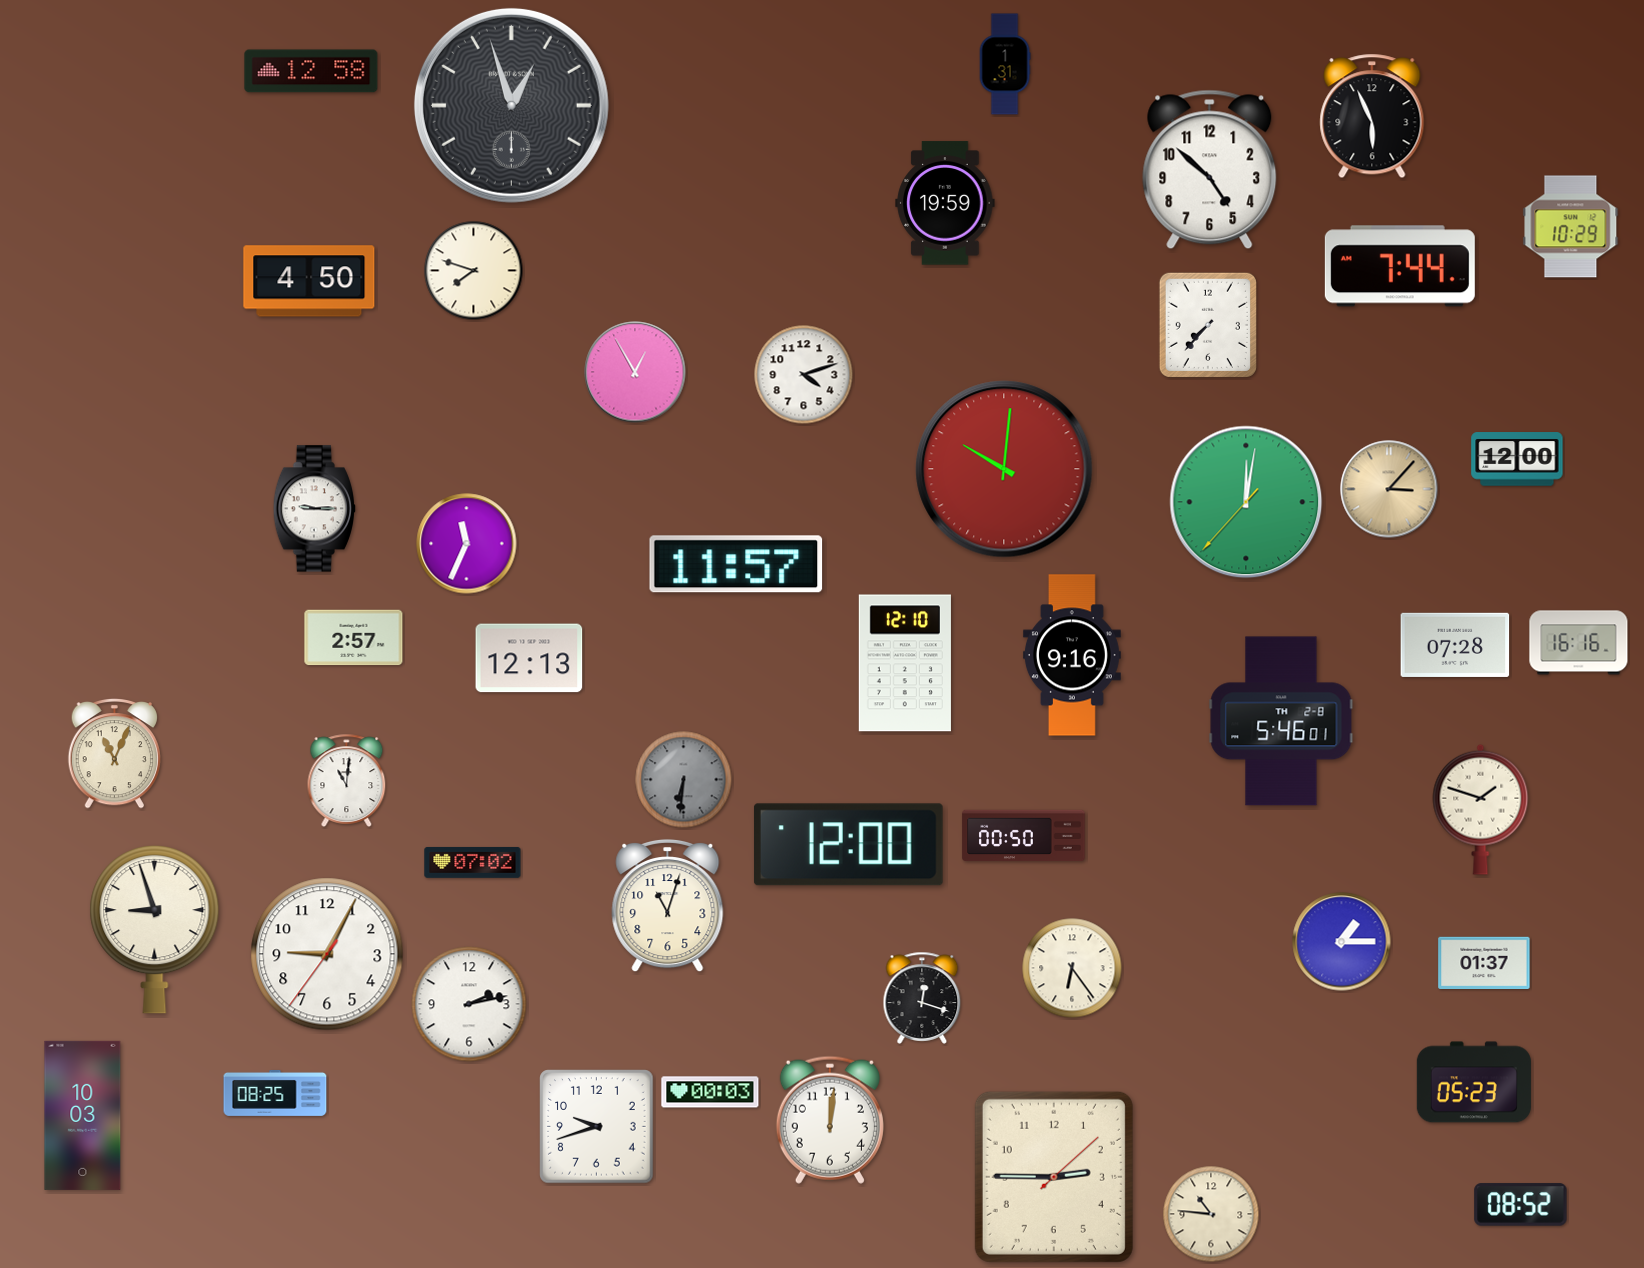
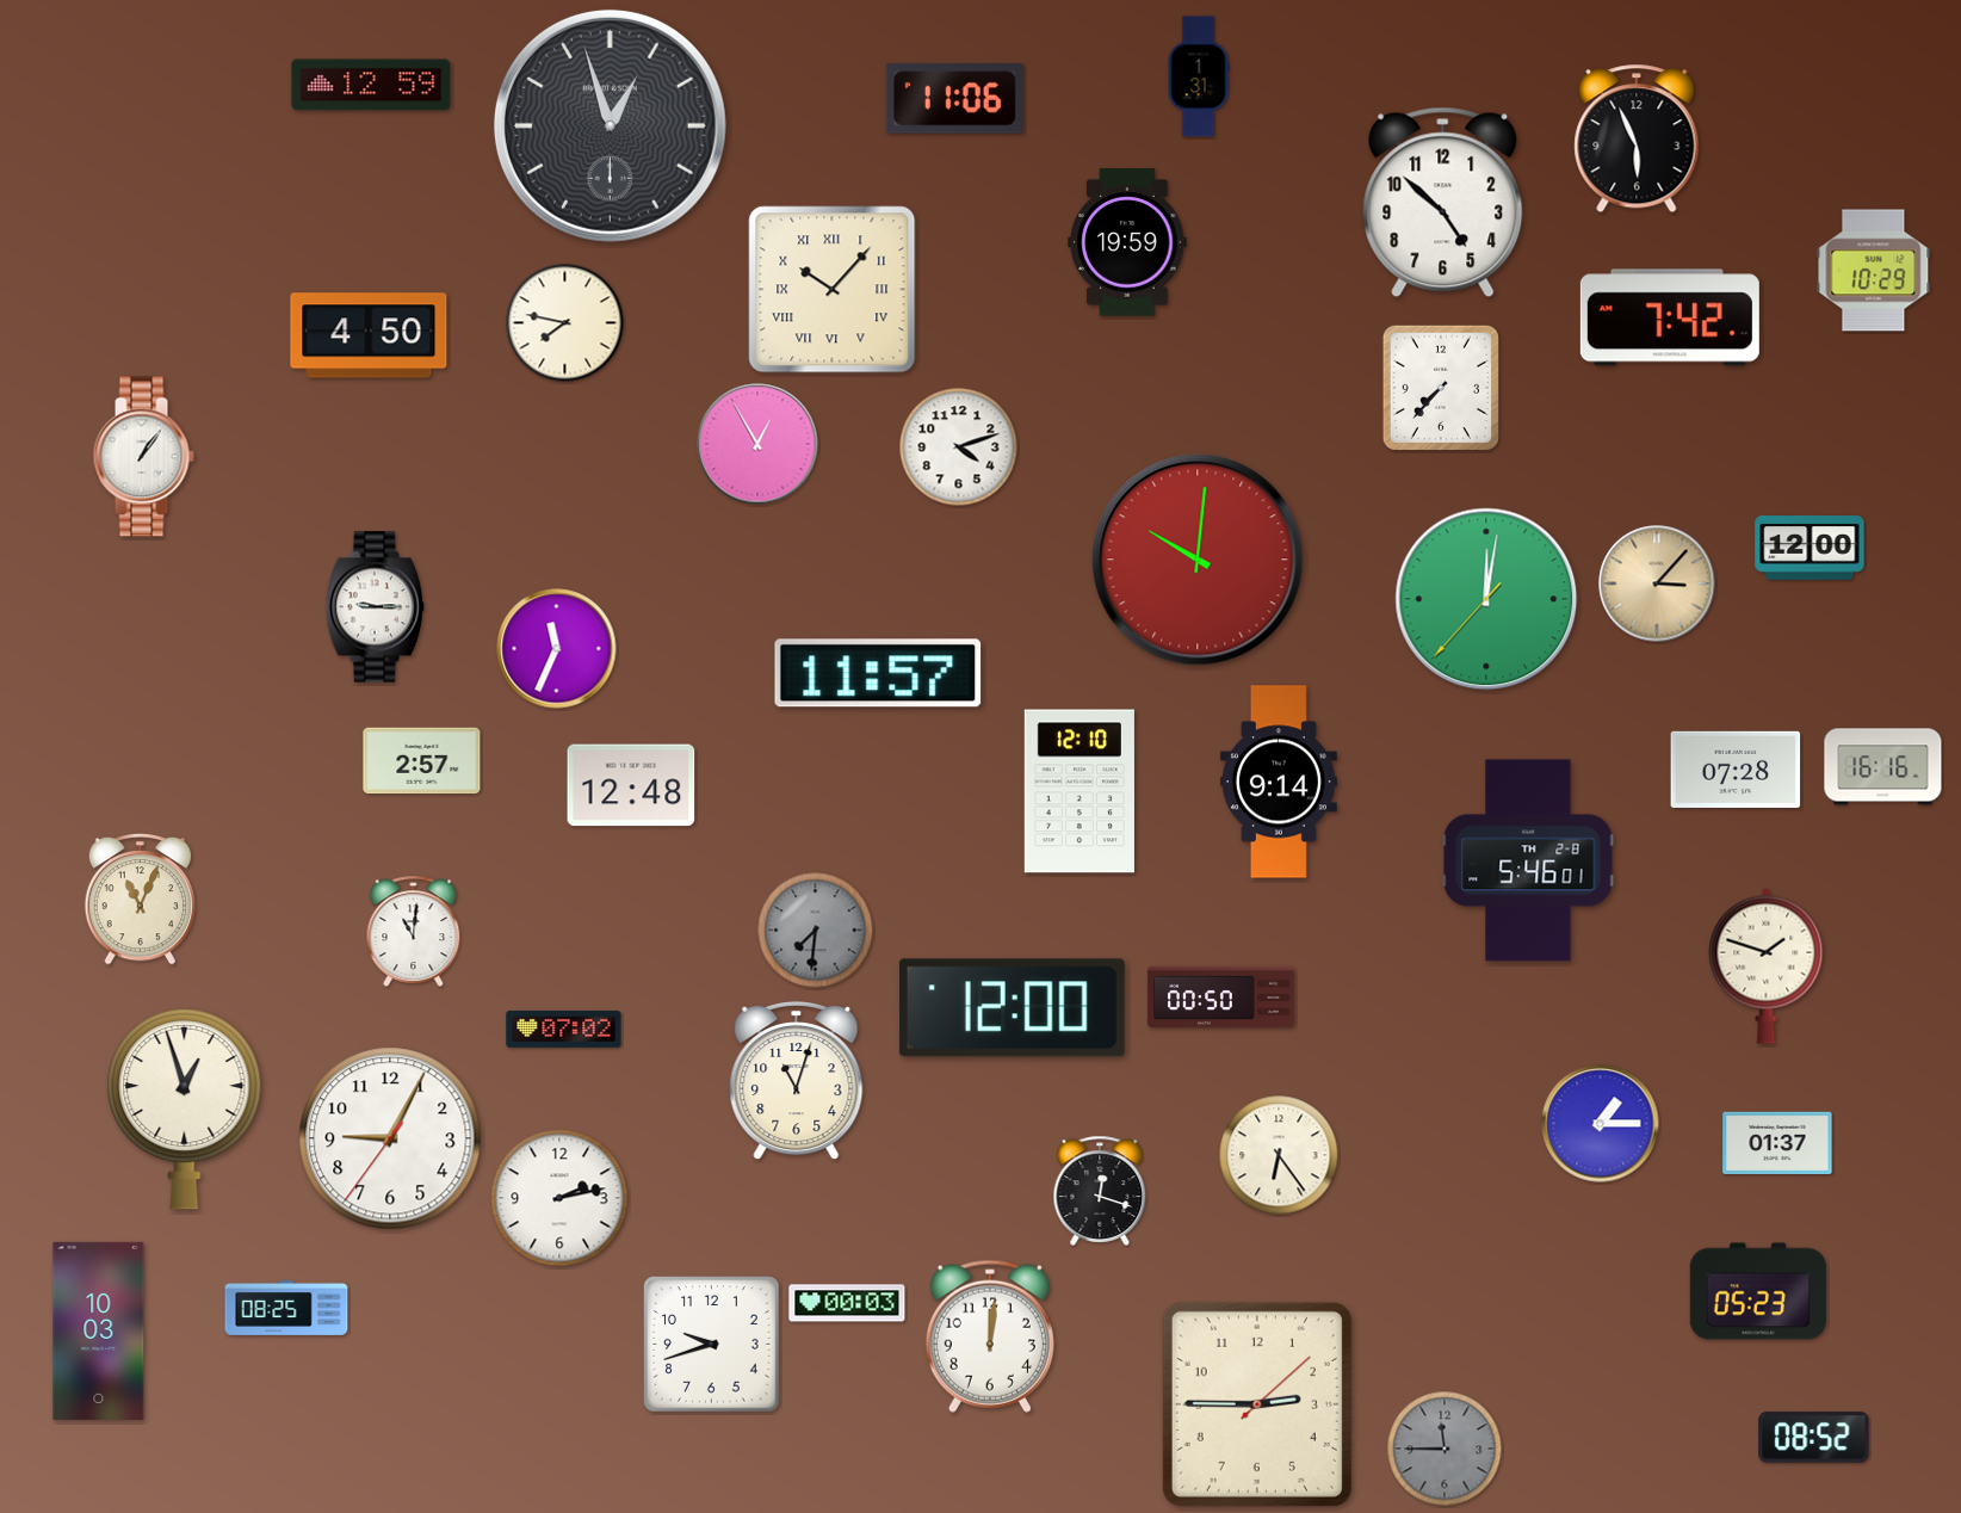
clock at (311, 71): 12:58 -> 12:59
clock at (954, 99): none -> 11:06
clock at (833, 290): none -> 10:07
clock at (1400, 266): 7:44 -> 7:42
clock at (474, 271): 7:48 -> 7:47
clock at (143, 457): none -> 1:06
clock at (1072, 655): 9:16 -> 9:14
clock at (529, 658): 12:13 -> 12:48
clock at (114, 754) position: (114, 754) -> (140, 900)
clock at (684, 780): 6:31 -> 7:31
clock at (155, 929): 8:57 -> 12:57
clock at (1484, 962) position: (1484, 962) -> (1777, 1142)
clock at (275, 1093) position: (275, 1093) -> (286, 1308)
clock at (1211, 1214): 10:46 -> 11:45
clock at (1211, 1214) dial: cream -> grey
